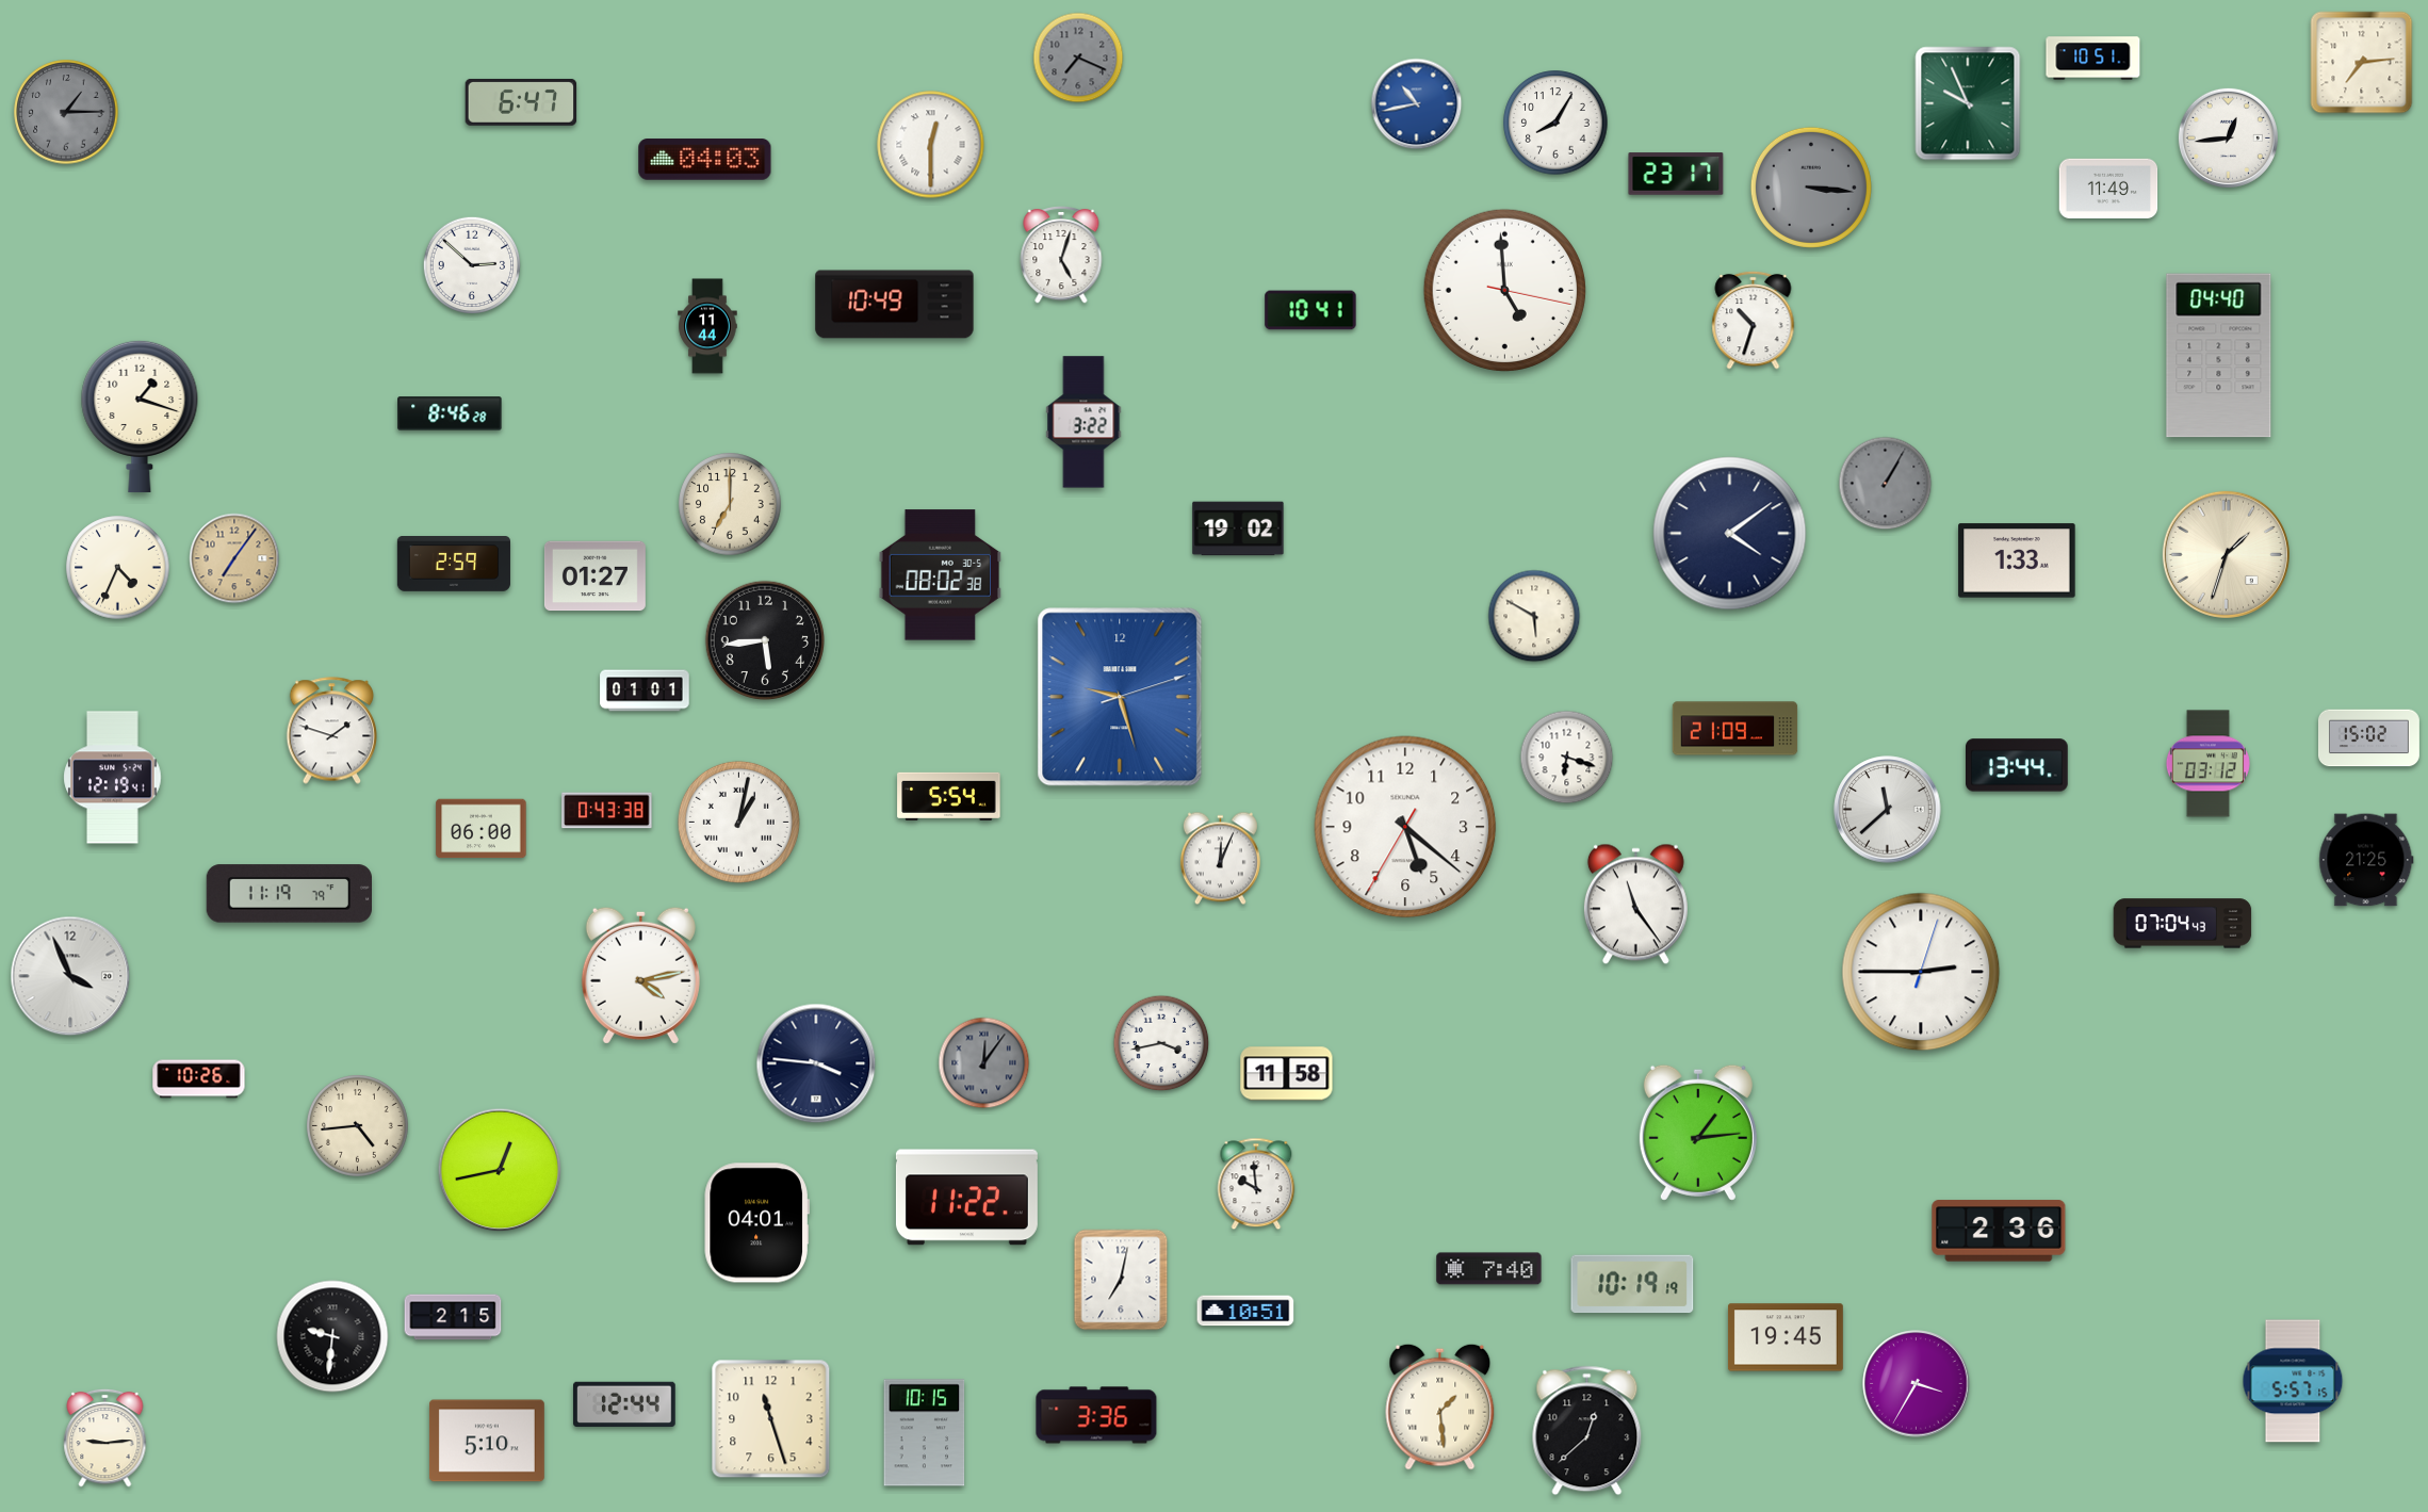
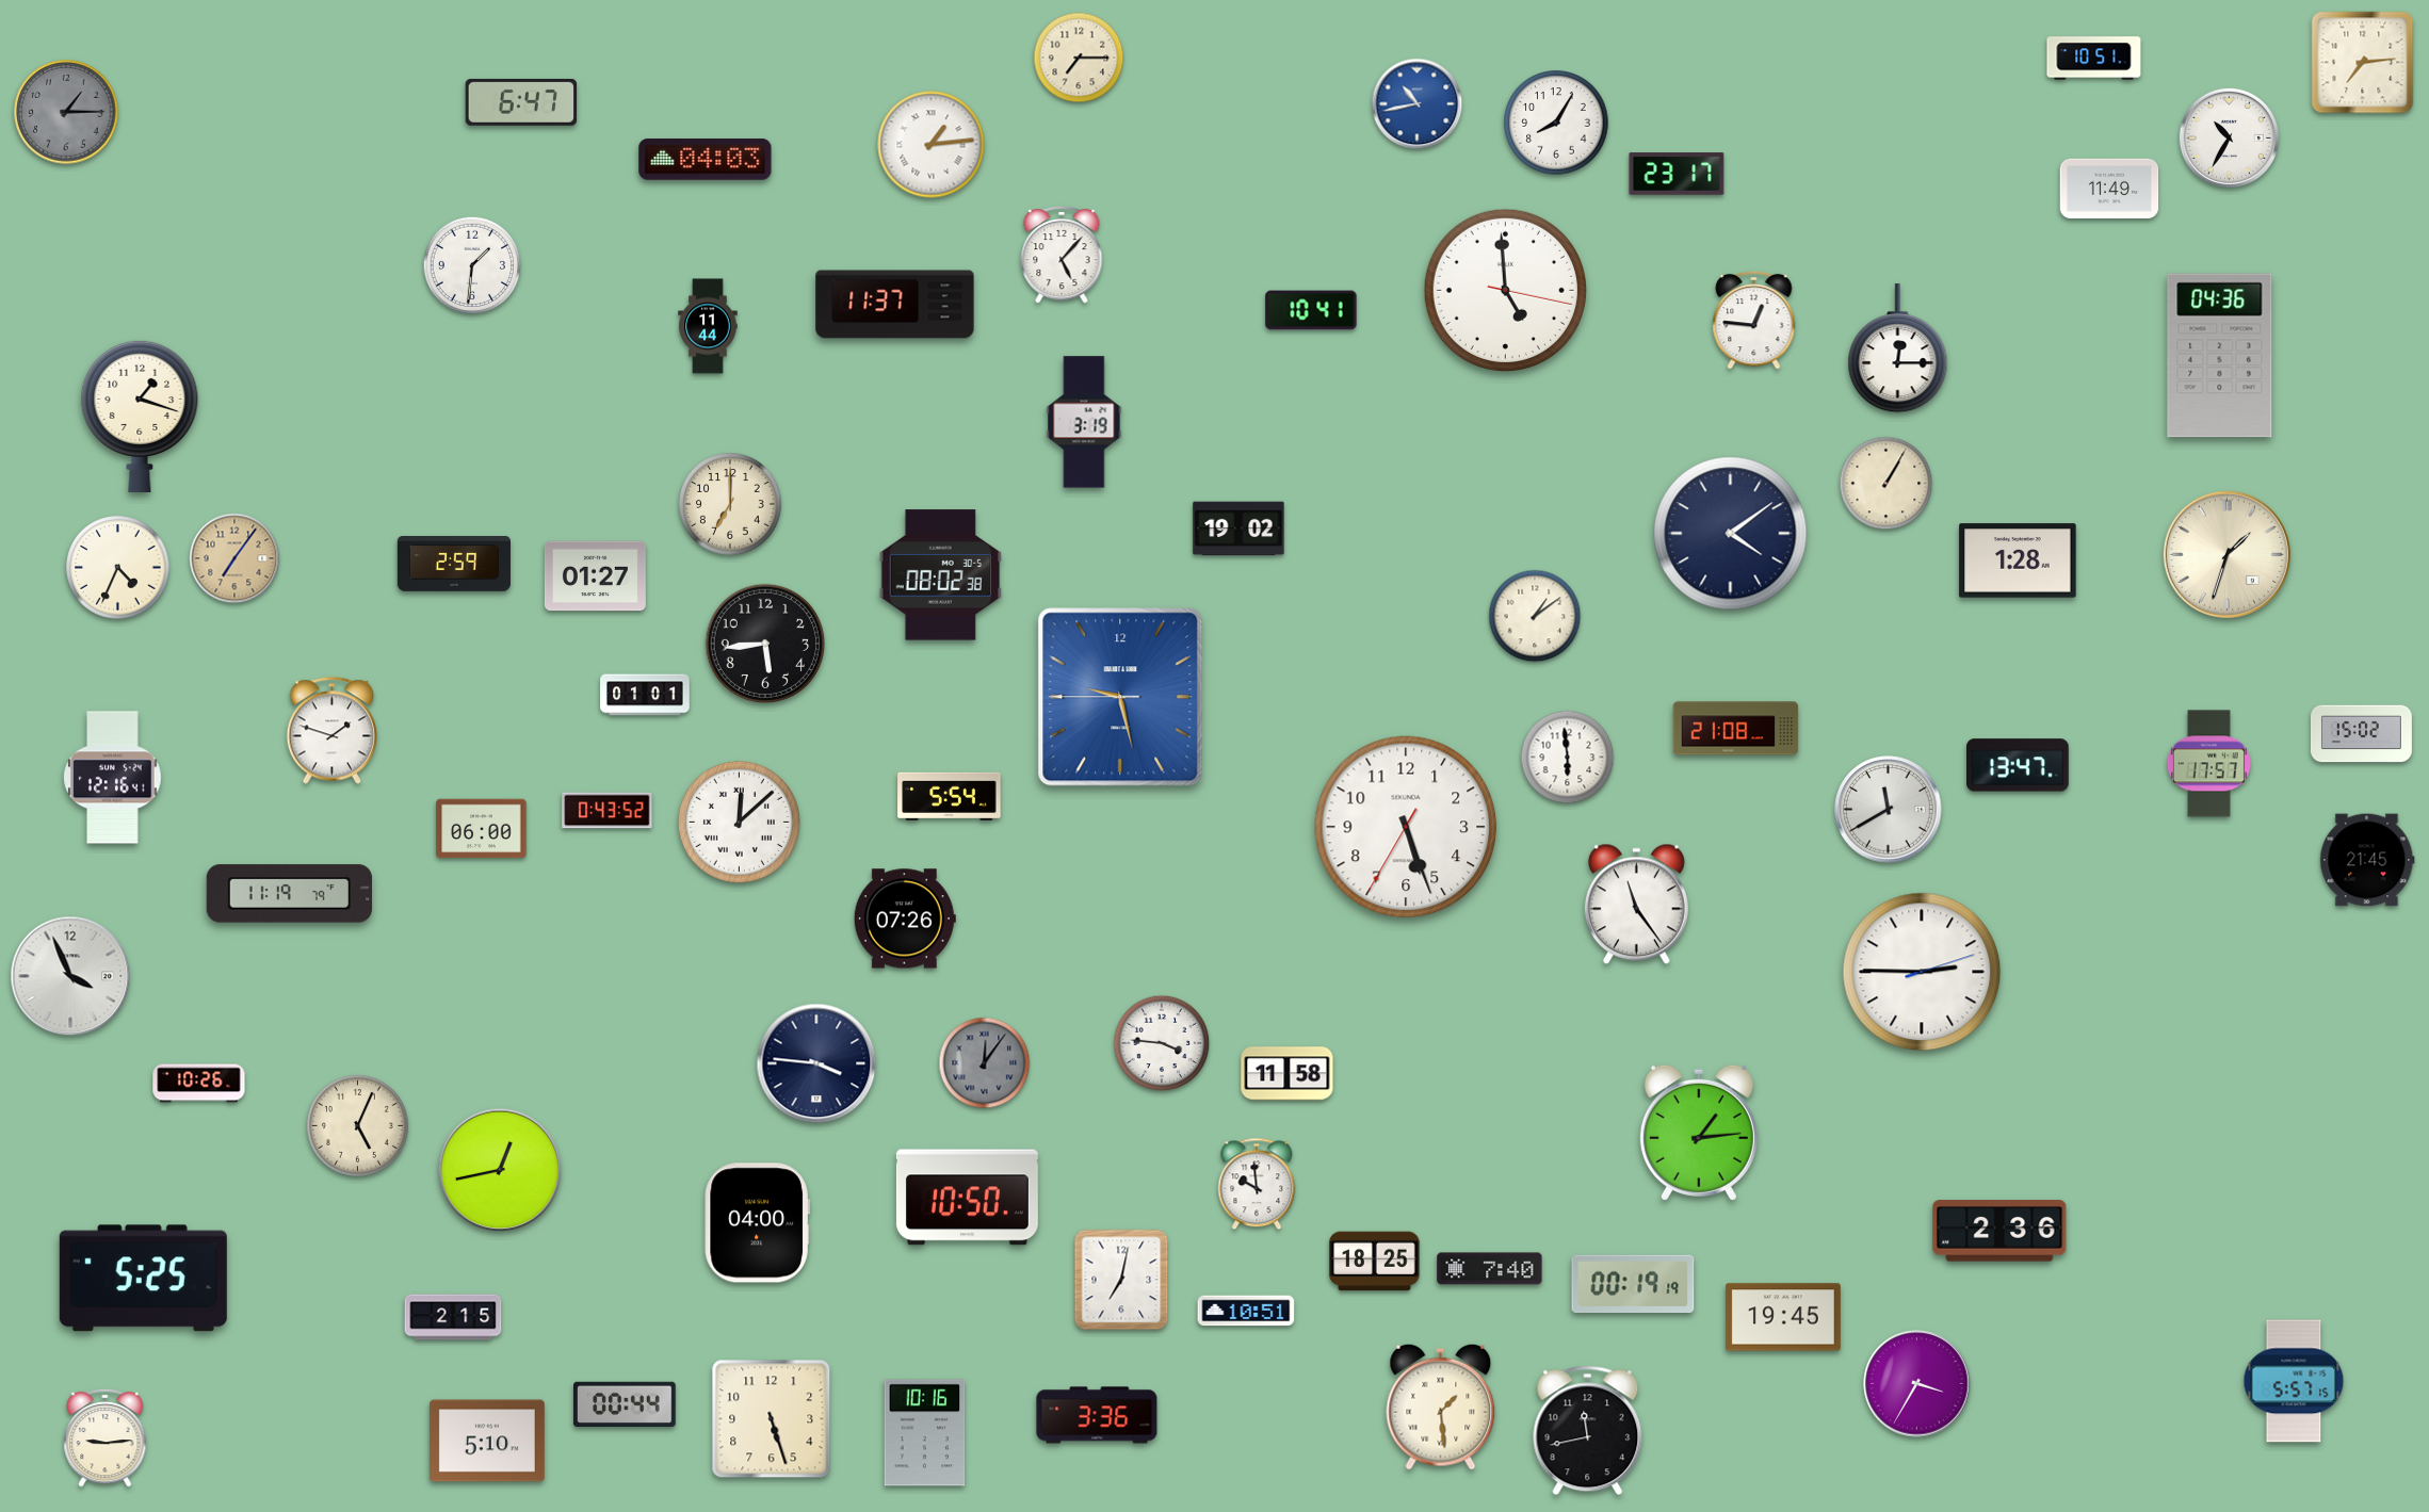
clock at (1078, 58): 7:19 -> 7:15
clock at (1078, 58) dial: grey -> cream
clock at (1968, 103): 9:56 -> none
clock at (2228, 137): 12:44 -> 10:35
clock at (931, 145): 12:30 -> 1:14
clock at (1811, 188): 3:16 -> none
clock at (1061, 256): 5:03 -> 5:07
clock at (472, 265): 2:52 -> 1:31
clock at (895, 305): 10:49 -> 11:37
clock at (1754, 320): 10:33 -> 12:46
clock at (1898, 348): none -> 12:15
clock at (2219, 356): 04:40 -> 04:36
clock at (450, 413): 8:46 -> none
clock at (1083, 422): 3:22 -> 3:19
clock at (1886, 484) dial: grey -> cream
clock at (2017, 560): 1:33 -> 1:28
clock at (1534, 616): 5:50 -> 1:09
clock at (764, 639) position: (764, 639) -> (764, 643)
clock at (645, 690) position: (645, 690) -> (645, 695)
clock at (1120, 697): 9:27:12 -> 9:27:45
clock at (1736, 729): 21:09 -> 21:08
clock at (2368, 738) position: (2368, 738) -> (2361, 734)
clock at (1567, 758): 6:18 -> 5:59
clock at (2207, 764): 03:12 -> 17:57
clock at (2018, 765): 13:44 -> 13:47
clock at (113, 778): 12:19 -> 12:16
clock at (1888, 810): 11:38 -> 11:40
clock at (607, 811): 0:43:38 -> 0:43:52
clock at (738, 822): 1:02 -> 12:08
clock at (1405, 827): 5:21 -> 5:26
clock at (1220, 859): 12:04 -> none
clock at (2366, 860): 21:25 -> 21:45
clock at (905, 918): none -> 07:26
clock at (2183, 924): 07:04 -> none
clock at (1921, 972): 2:45:03 -> 2:45:12
clock at (640, 975): 4:13 -> none
clock at (1161, 1043): 3:43 -> 3:46
clock at (199, 1079) position: (199, 1079) -> (199, 1084)
clock at (358, 1126): 4:44 -> 5:04
clock at (966, 1198): 11:22 -> 10:50
clock at (756, 1223): 04:01 -> 04:00
clock at (1375, 1262): none -> 18:25
clock at (143, 1279): none -> 5:25
clock at (1632, 1284): 10:19 -> 00:19
clock at (332, 1336): 9:31 -> none
clock at (1786, 1337) position: (1786, 1337) -> (1783, 1317)
clock at (625, 1403): 12:44 -> 00:44
clock at (771, 1419): 11:27 -> 5:27
clock at (1587, 1431): 12:38 -> 11:43
clock at (925, 1433): 10:15 -> 10:16
